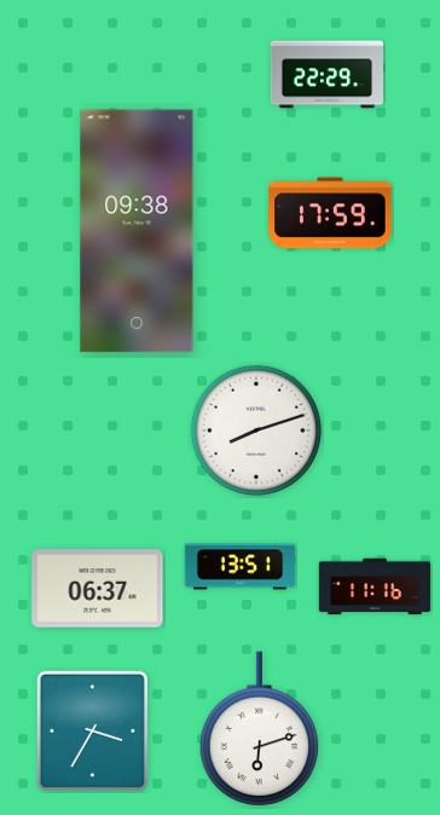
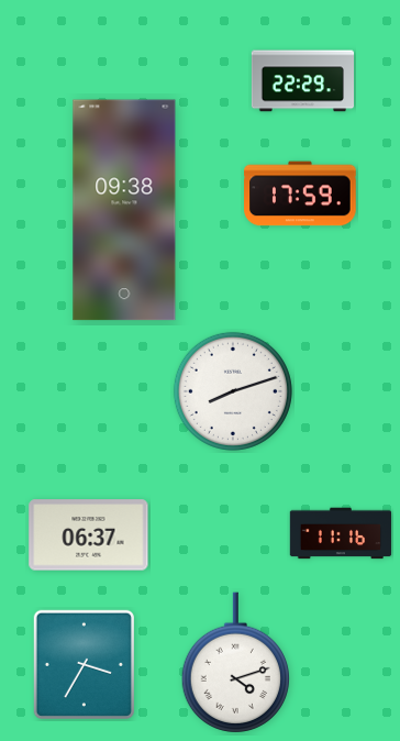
clock at (326, 75) position: (326, 75) -> (302, 81)
clock at (241, 567): 13:51 -> none
clock at (259, 729): 6:12 -> 4:12
